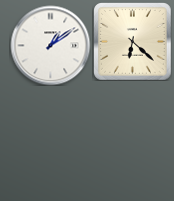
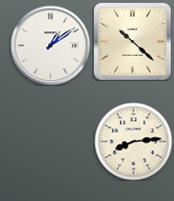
clock at (133, 42): 6:22 -> 10:22
clock at (133, 141): none -> 8:14
